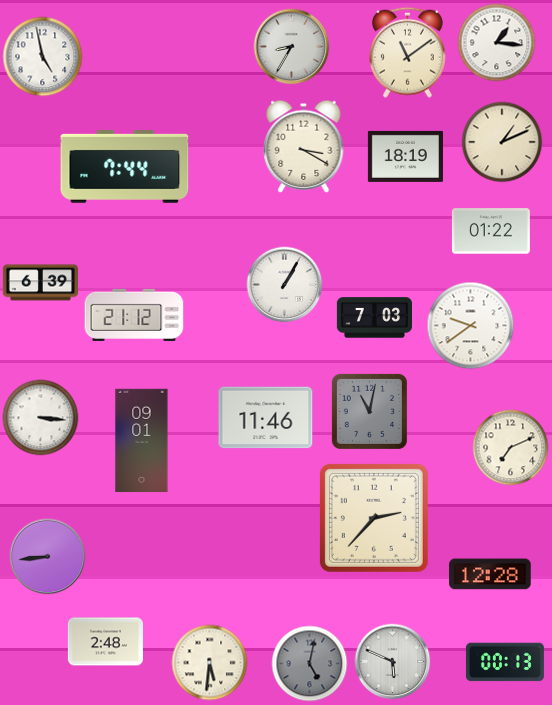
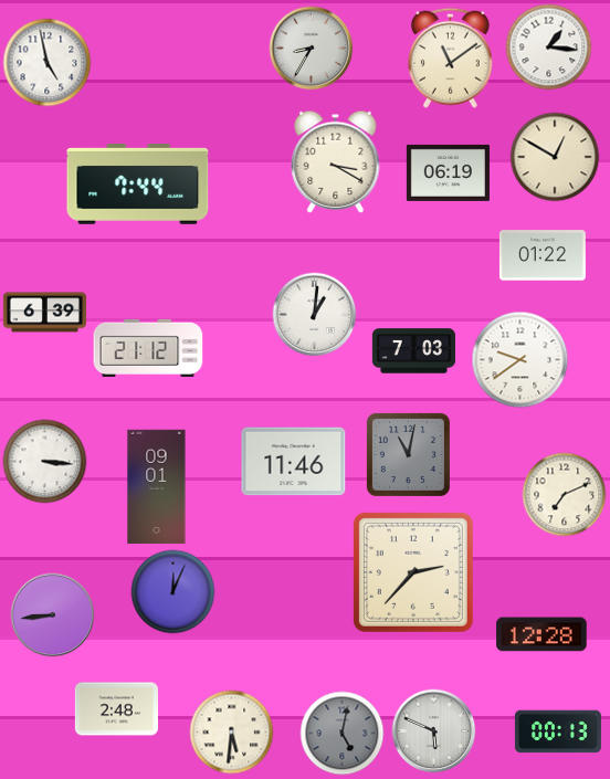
clock at (292, 47) position: (292, 47) -> (312, 49)
clock at (502, 142): 1:11 -> 12:50
clock at (405, 156): 18:19 -> 06:19
clock at (285, 285): 1:05 -> 1:01
clock at (173, 592): none -> 12:04
